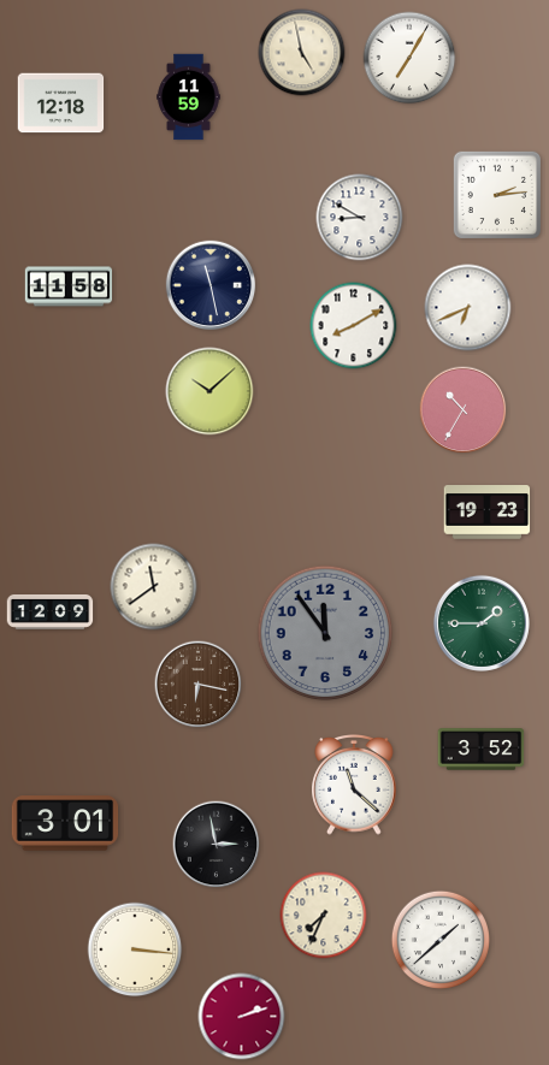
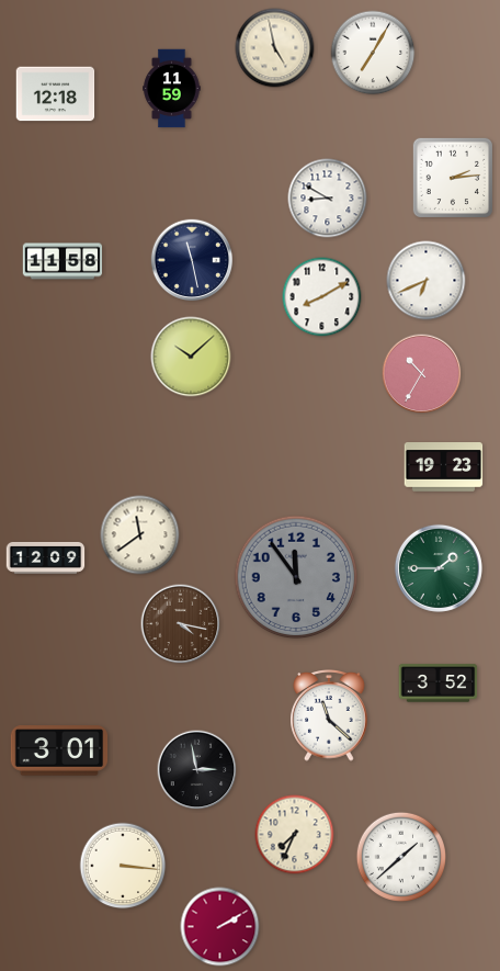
clock at (199, 685): 6:17 -> 4:17
clock at (354, 786) position: (354, 786) -> (329, 716)
clock at (242, 1017): 2:12 -> 2:10
